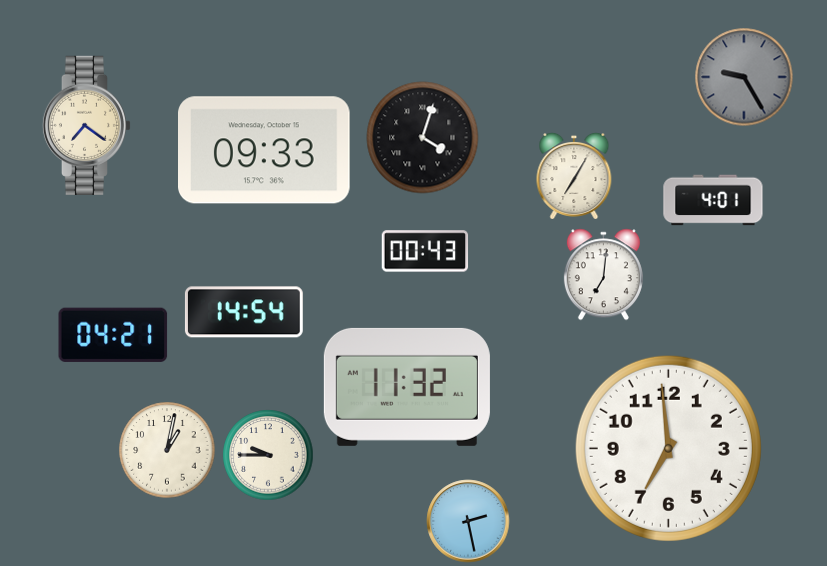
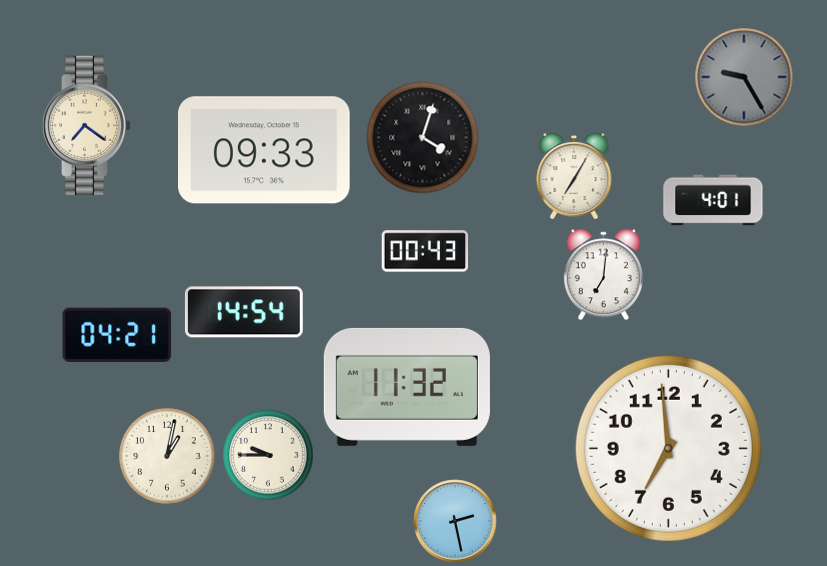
clock at (113, 335) position: (113, 335) -> (117, 335)
clock at (167, 450) position: (167, 450) -> (167, 456)
clock at (468, 521) position: (468, 521) -> (455, 521)
